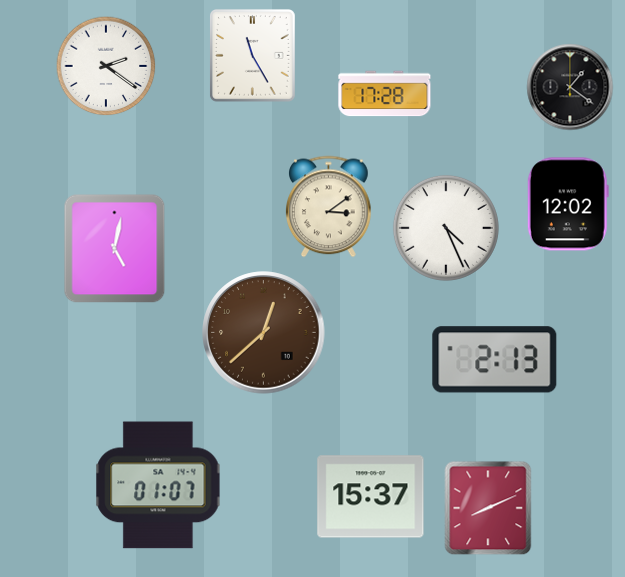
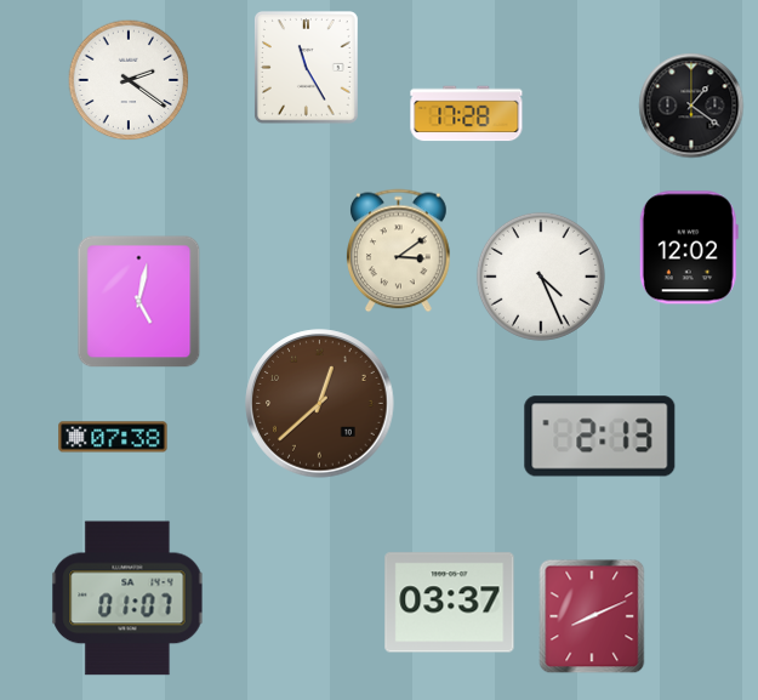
clock at (113, 437): none -> 07:38
clock at (158, 485) position: (158, 485) -> (127, 598)
clock at (371, 497): 15:37 -> 03:37
